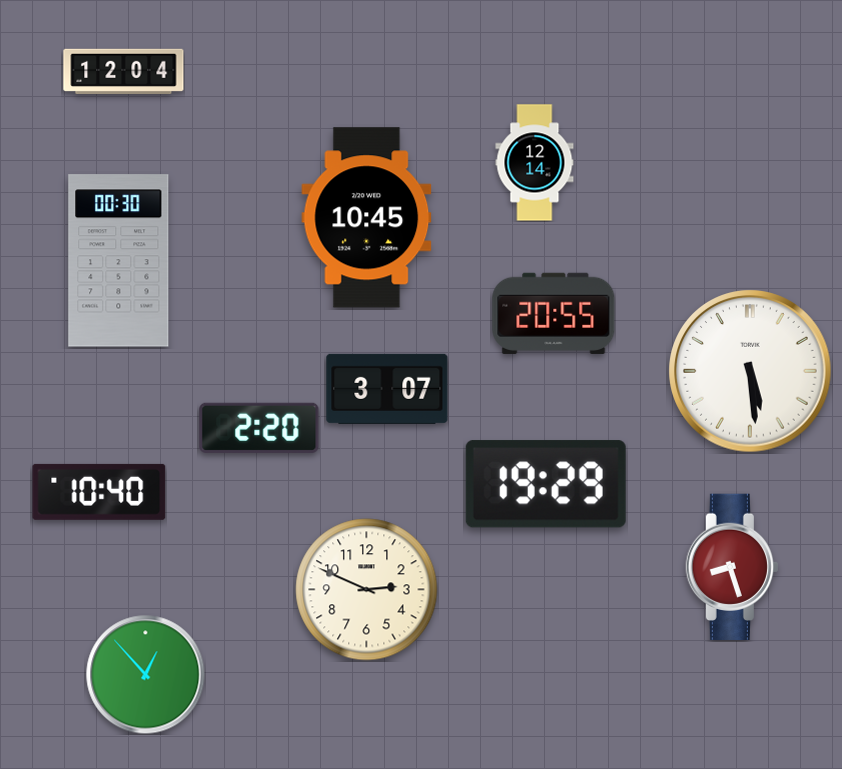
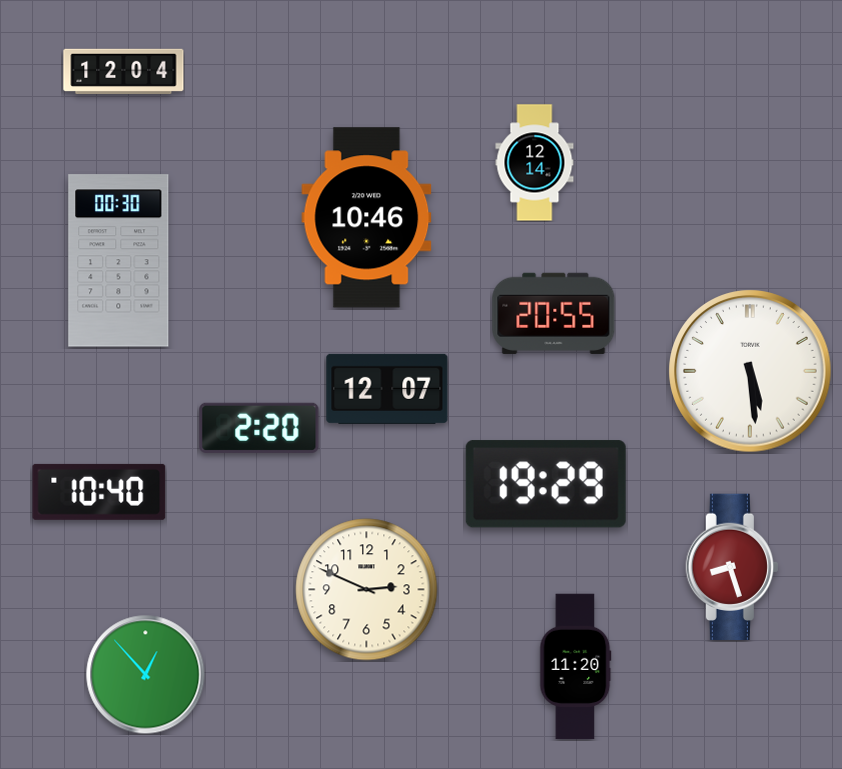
clock at (367, 218): 10:45 -> 10:46
clock at (387, 389): 3:07 -> 12:07
clock at (576, 667): none -> 11:20
